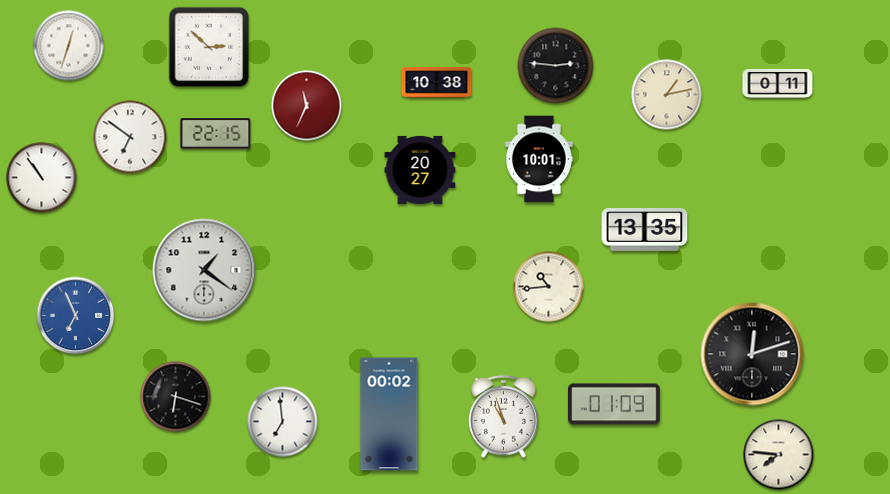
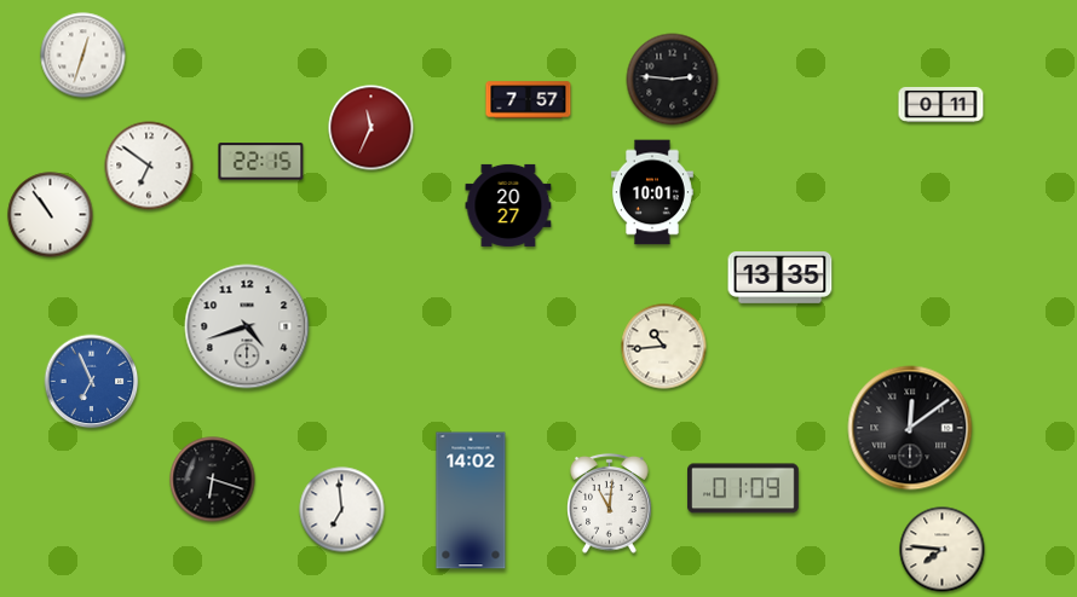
clock at (209, 47): 2:52 -> none
clock at (437, 83): 10:38 -> 7:57
clock at (778, 83) position: (778, 83) -> (941, 104)
clock at (667, 95): 1:13 -> none
clock at (130, 137) position: (130, 137) -> (149, 166)
clock at (204, 270): 1:21 -> 4:42
clock at (752, 354): 12:12 -> 12:09
clock at (389, 414): 00:02 -> 14:02
clock at (504, 416): 10:57 -> 11:01
